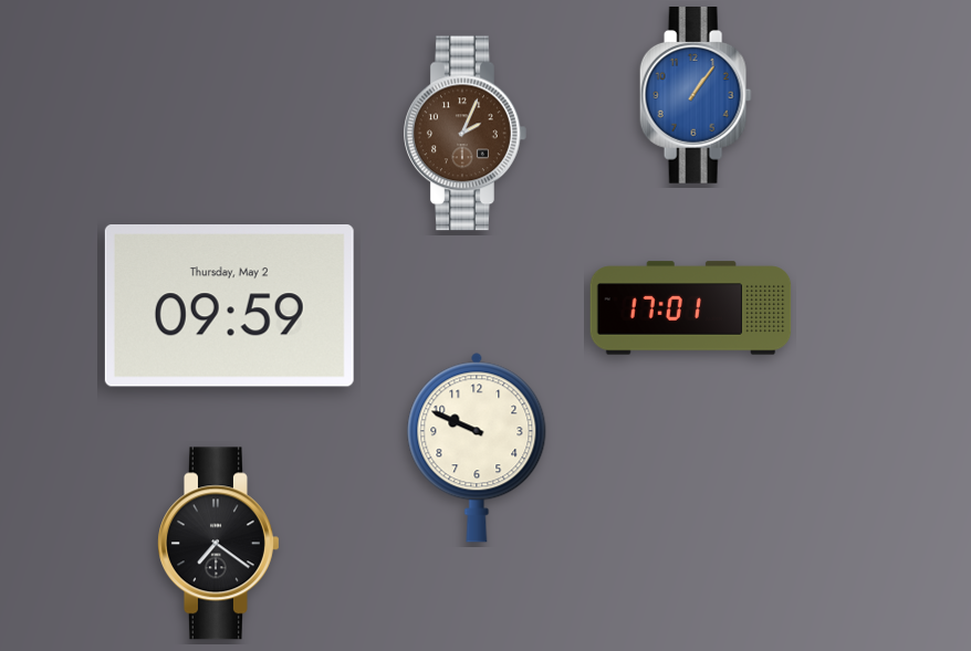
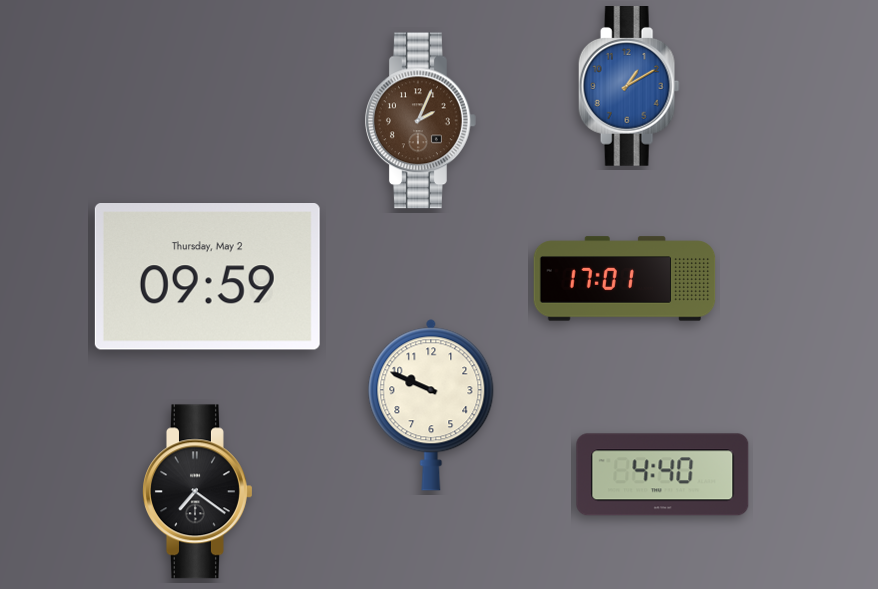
clock at (696, 95): 1:06 -> 1:10
clock at (663, 475): none -> 4:40
